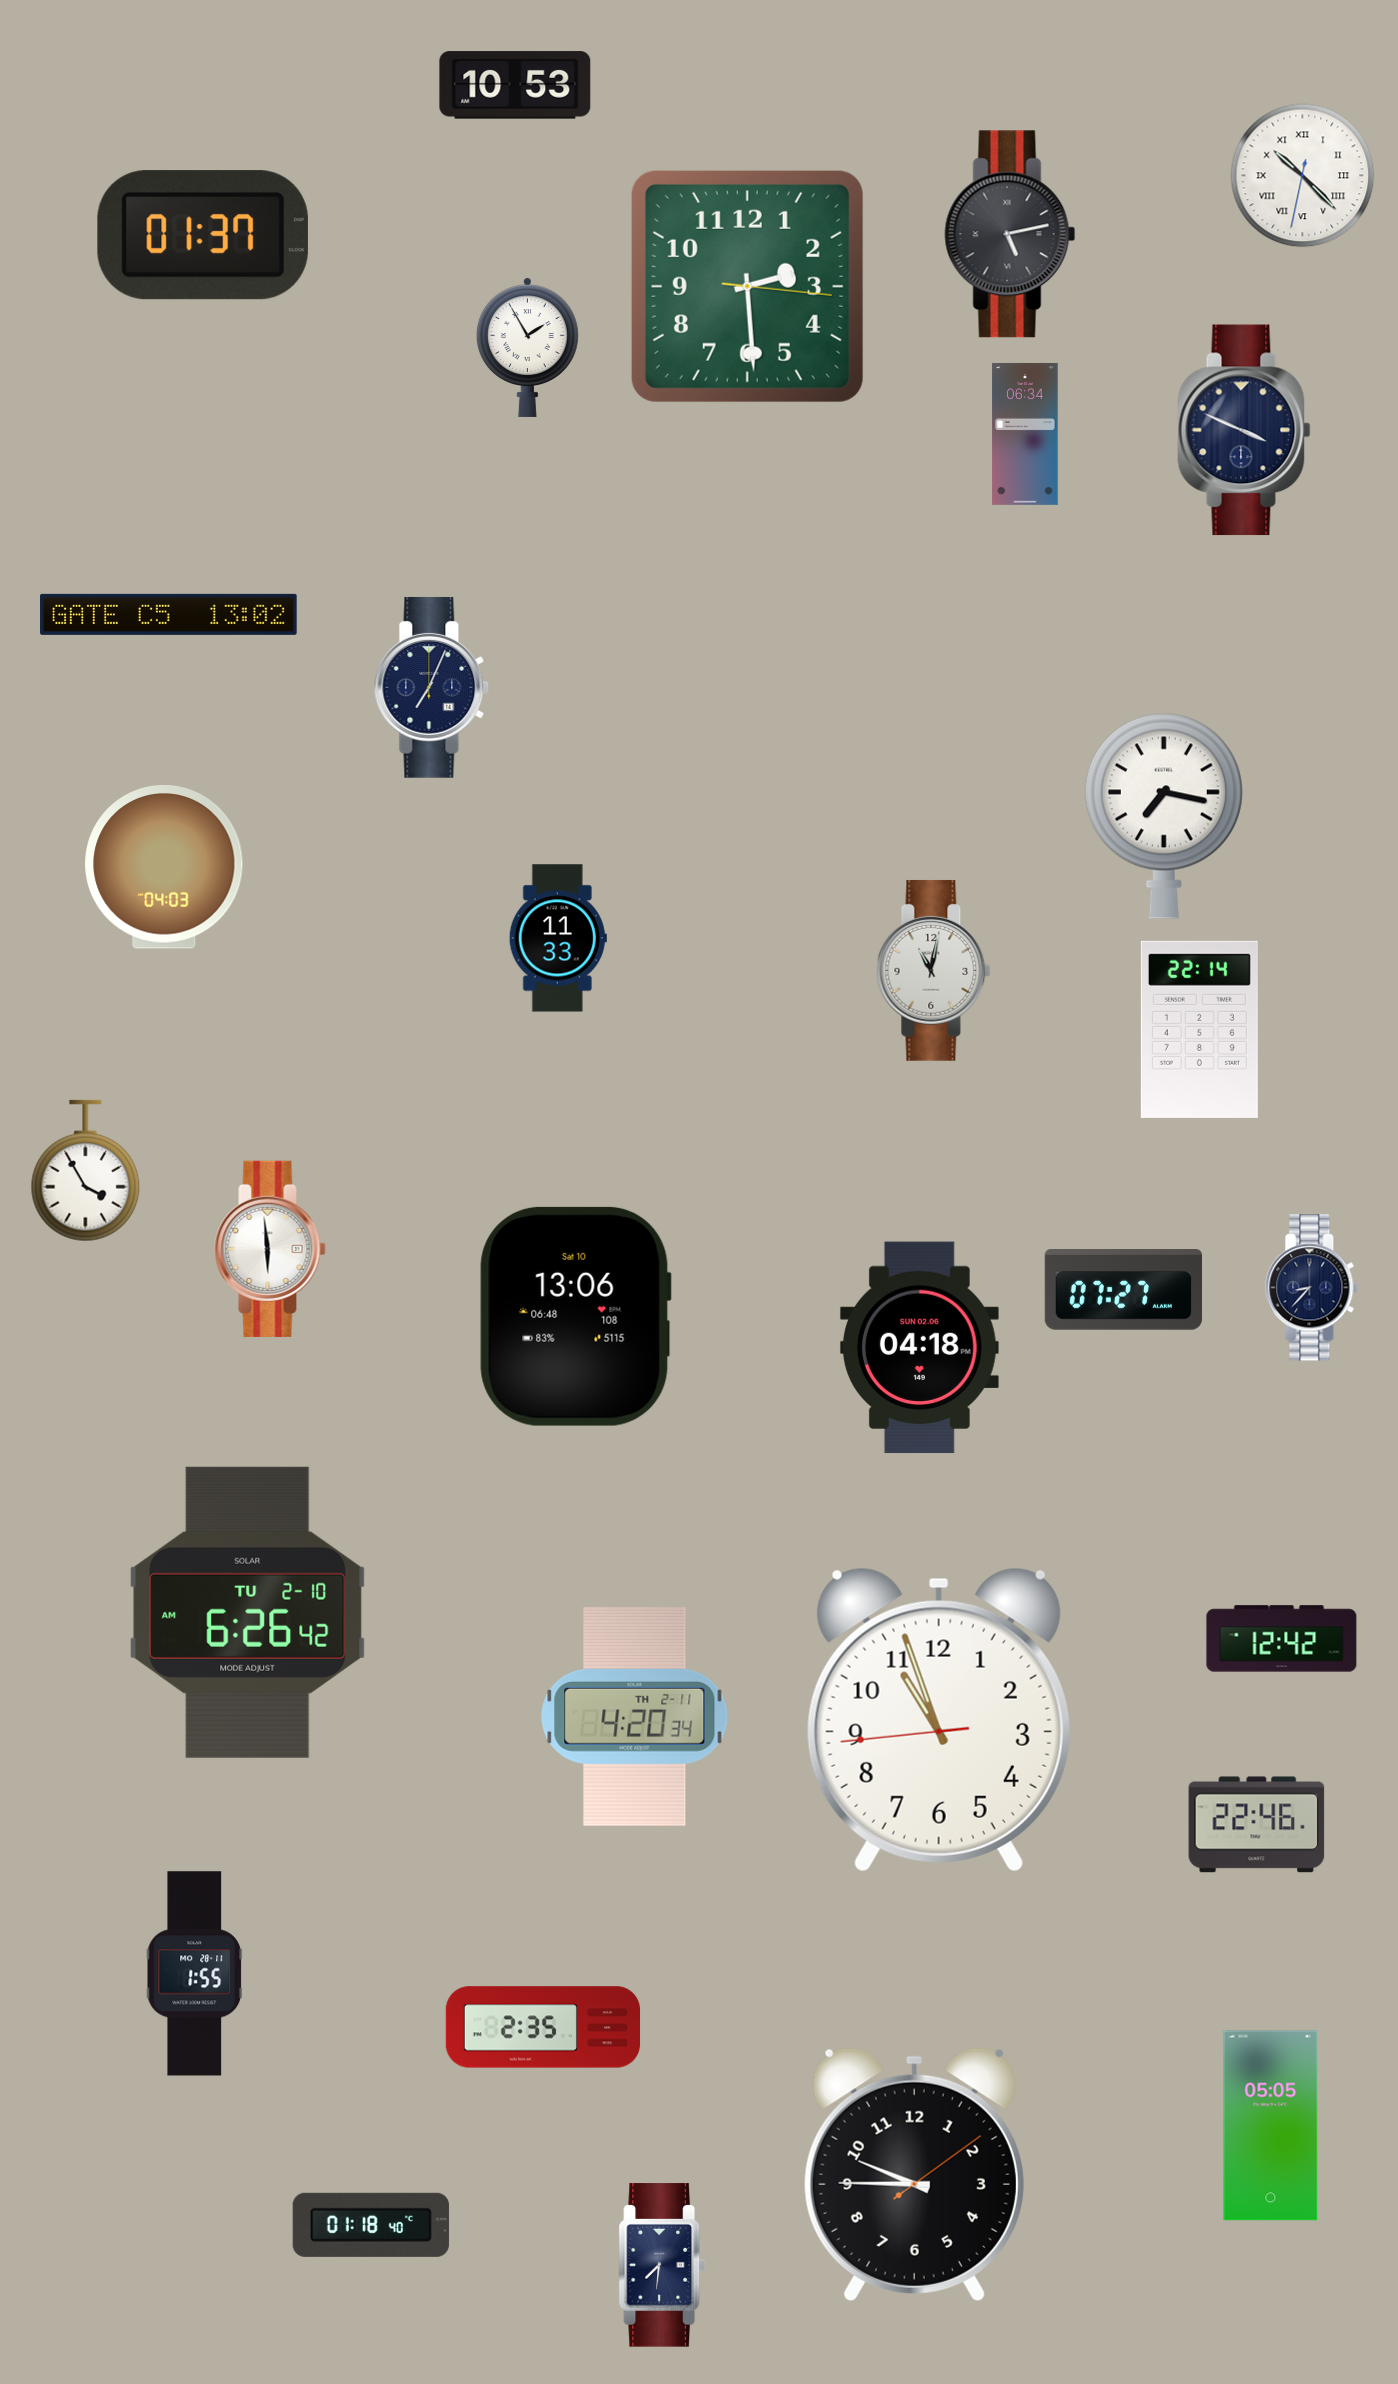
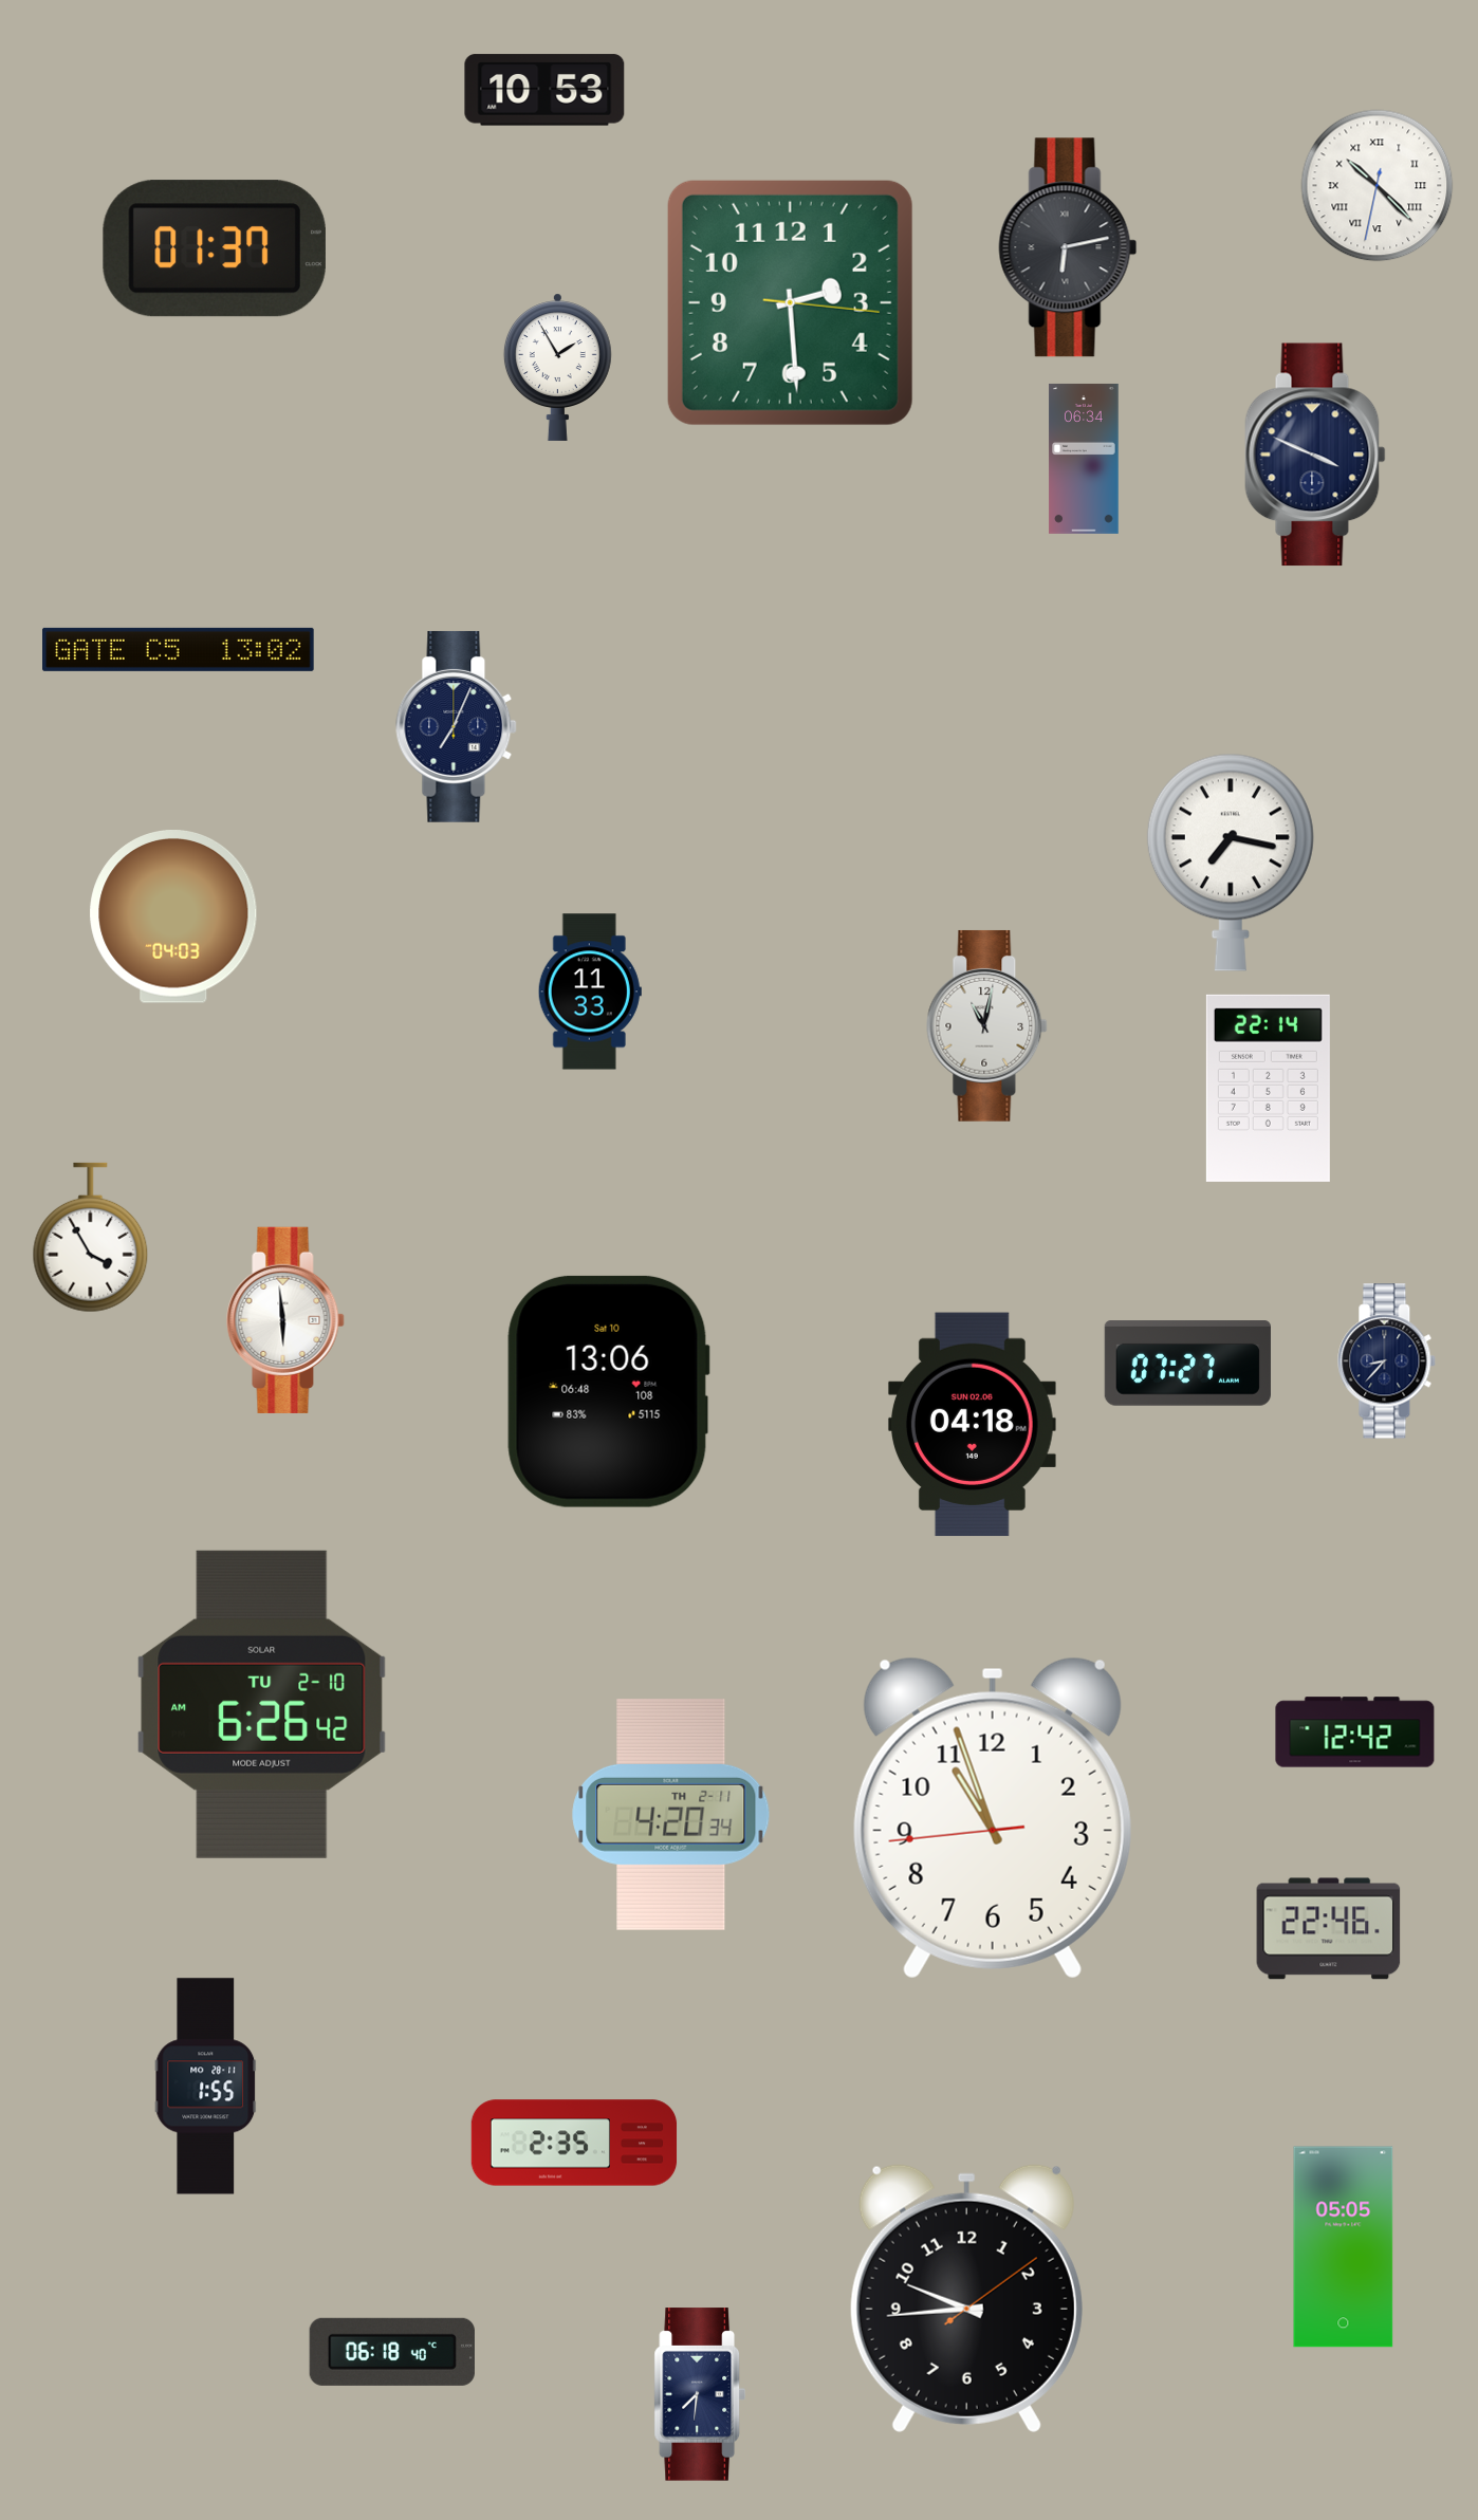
clock at (1010, 234): 5:13 -> 6:13
clock at (914, 2174): 9:45 -> 9:44
clock at (371, 2225): 01:18 -> 06:18
